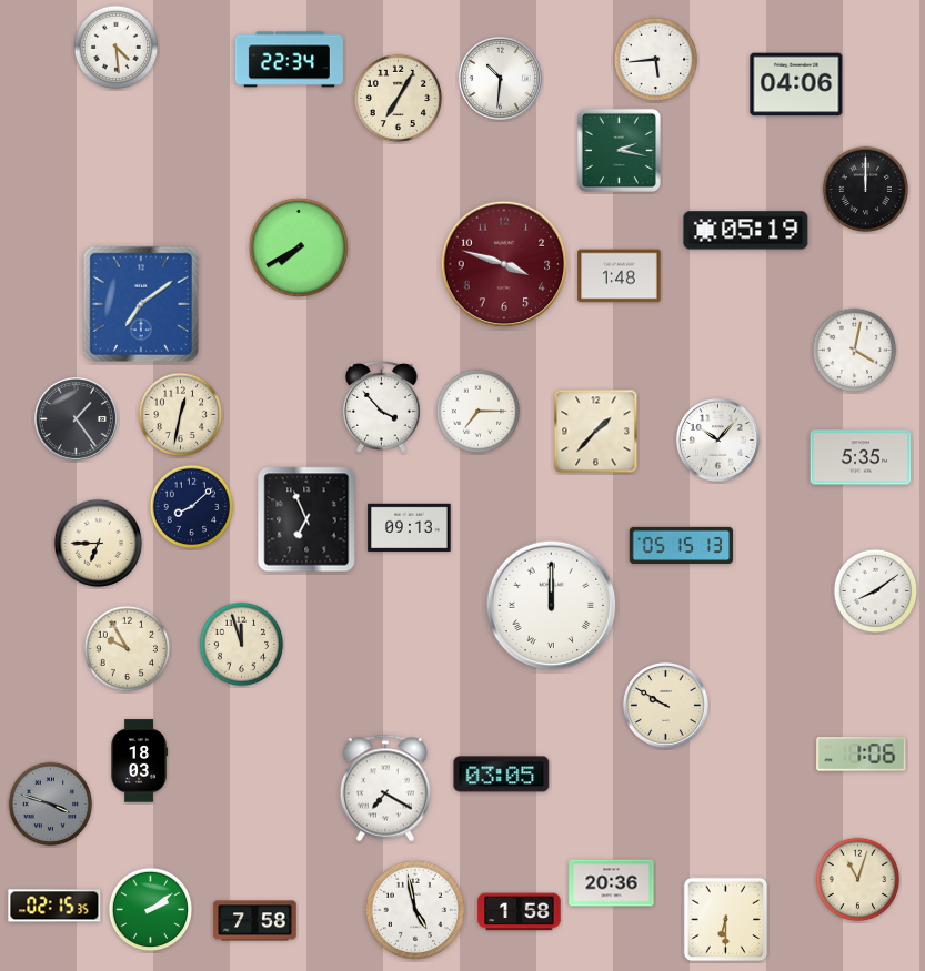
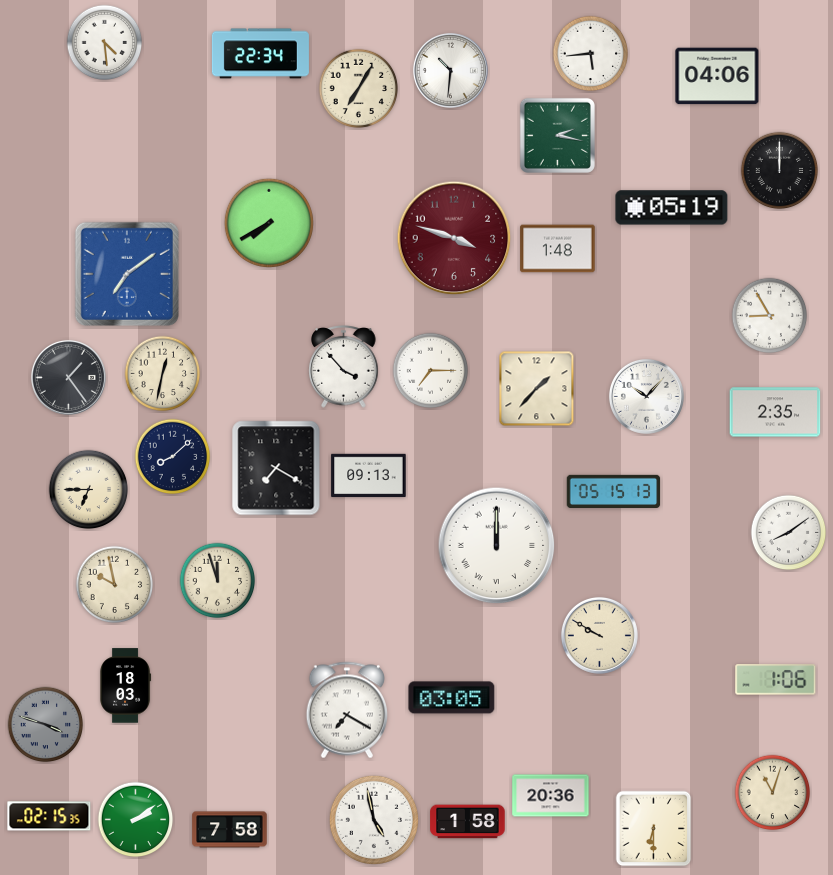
clock at (855, 351): 4:02 -> 8:55
clock at (861, 457): 5:35 -> 2:35
clock at (306, 519): 6:56 -> 7:20
clock at (128, 649): 9:55 -> 9:58
